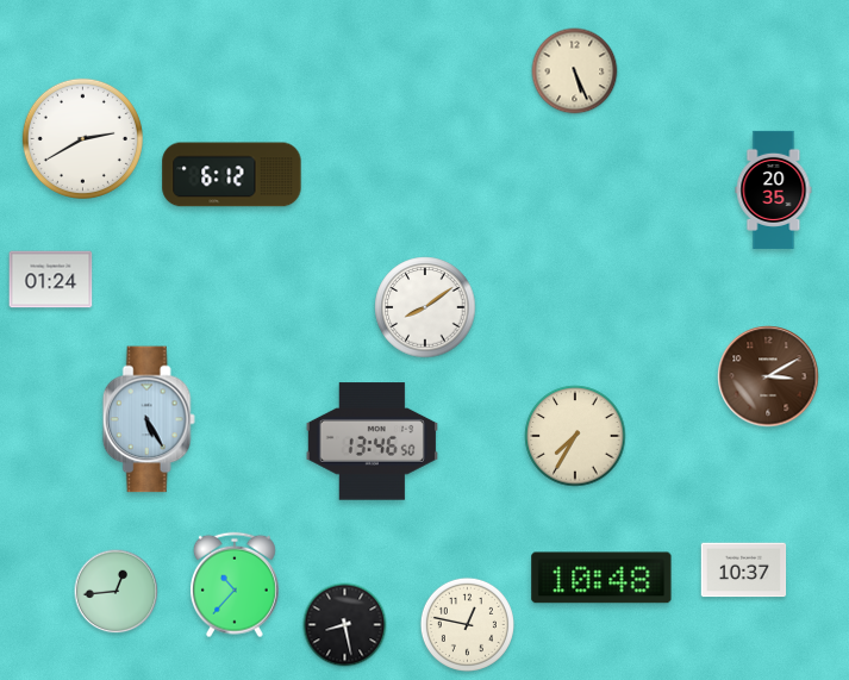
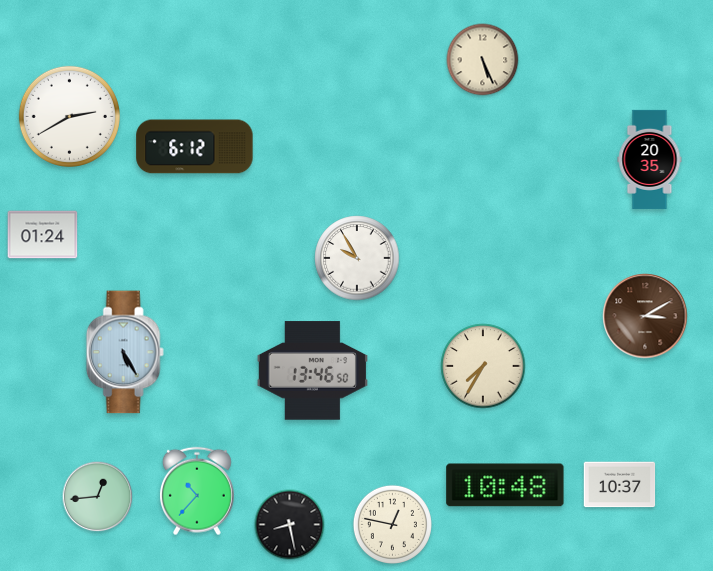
clock at (425, 307): 8:09 -> 9:55
clock at (744, 570) position: (744, 570) -> (620, 485)
